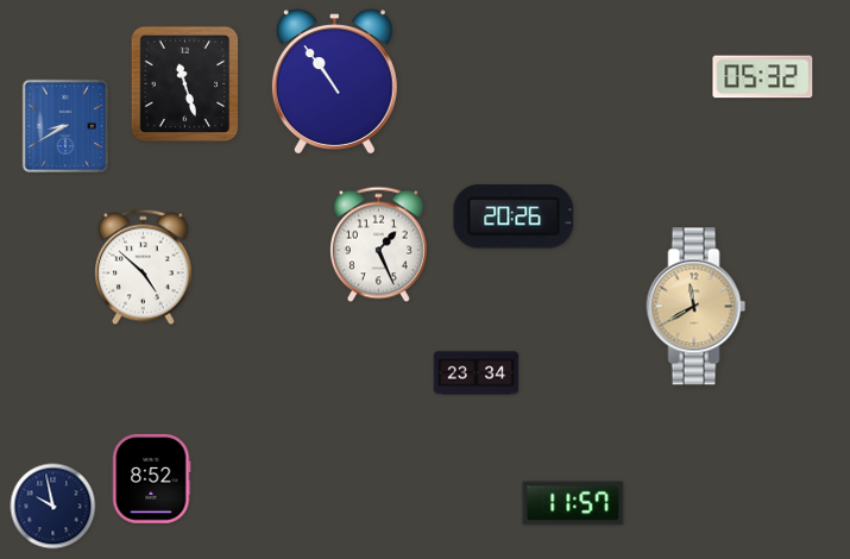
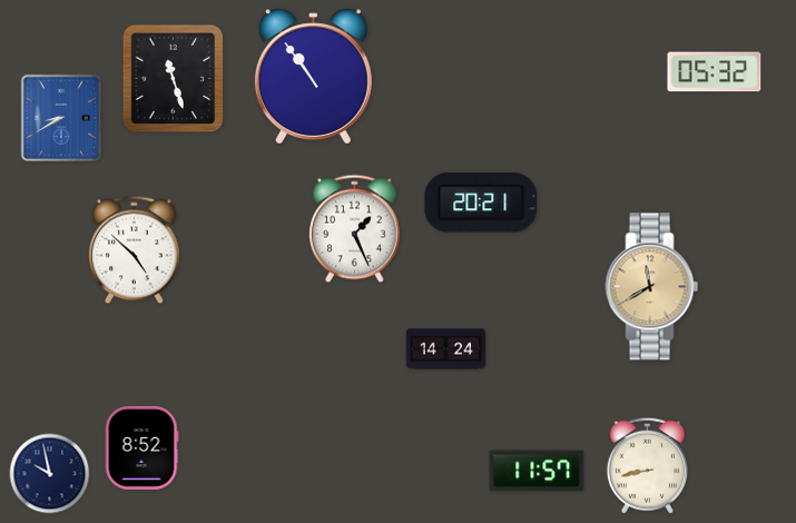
clock at (514, 216): 20:26 -> 20:21
clock at (477, 373): 23:34 -> 14:24
clock at (647, 465): none -> 8:43
